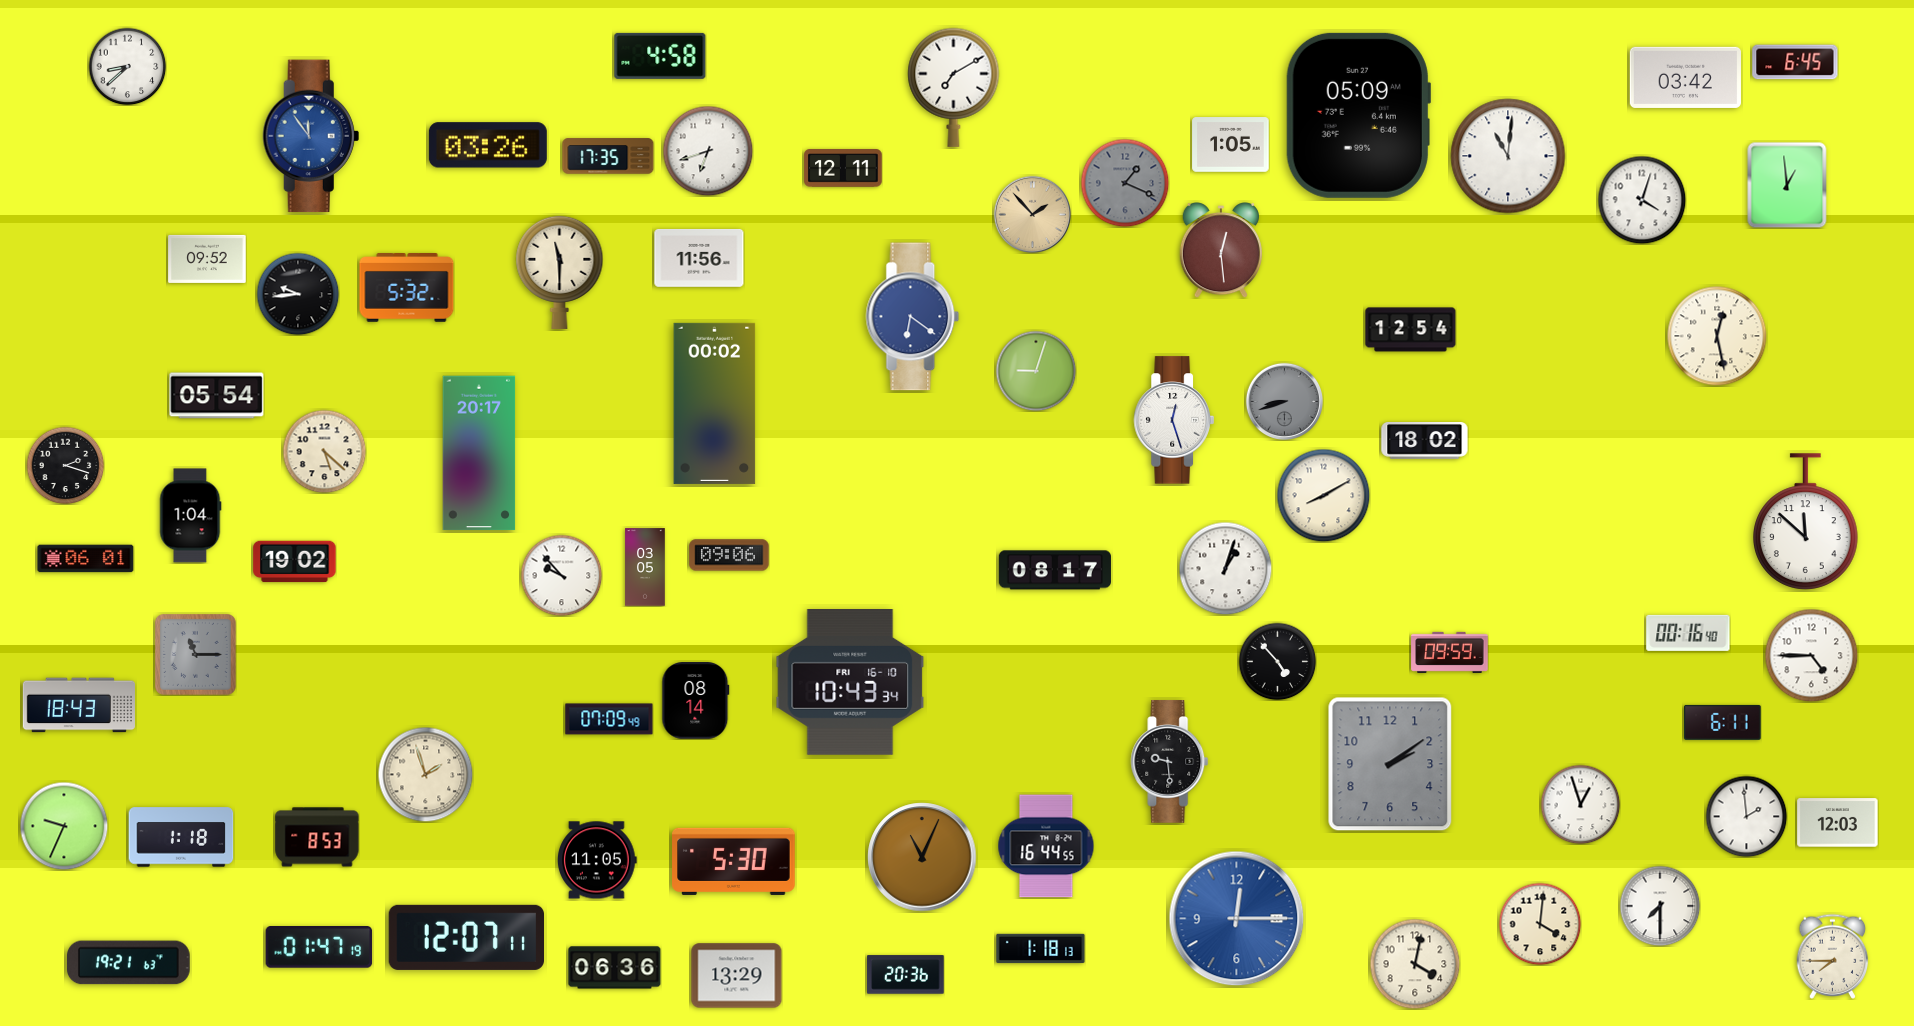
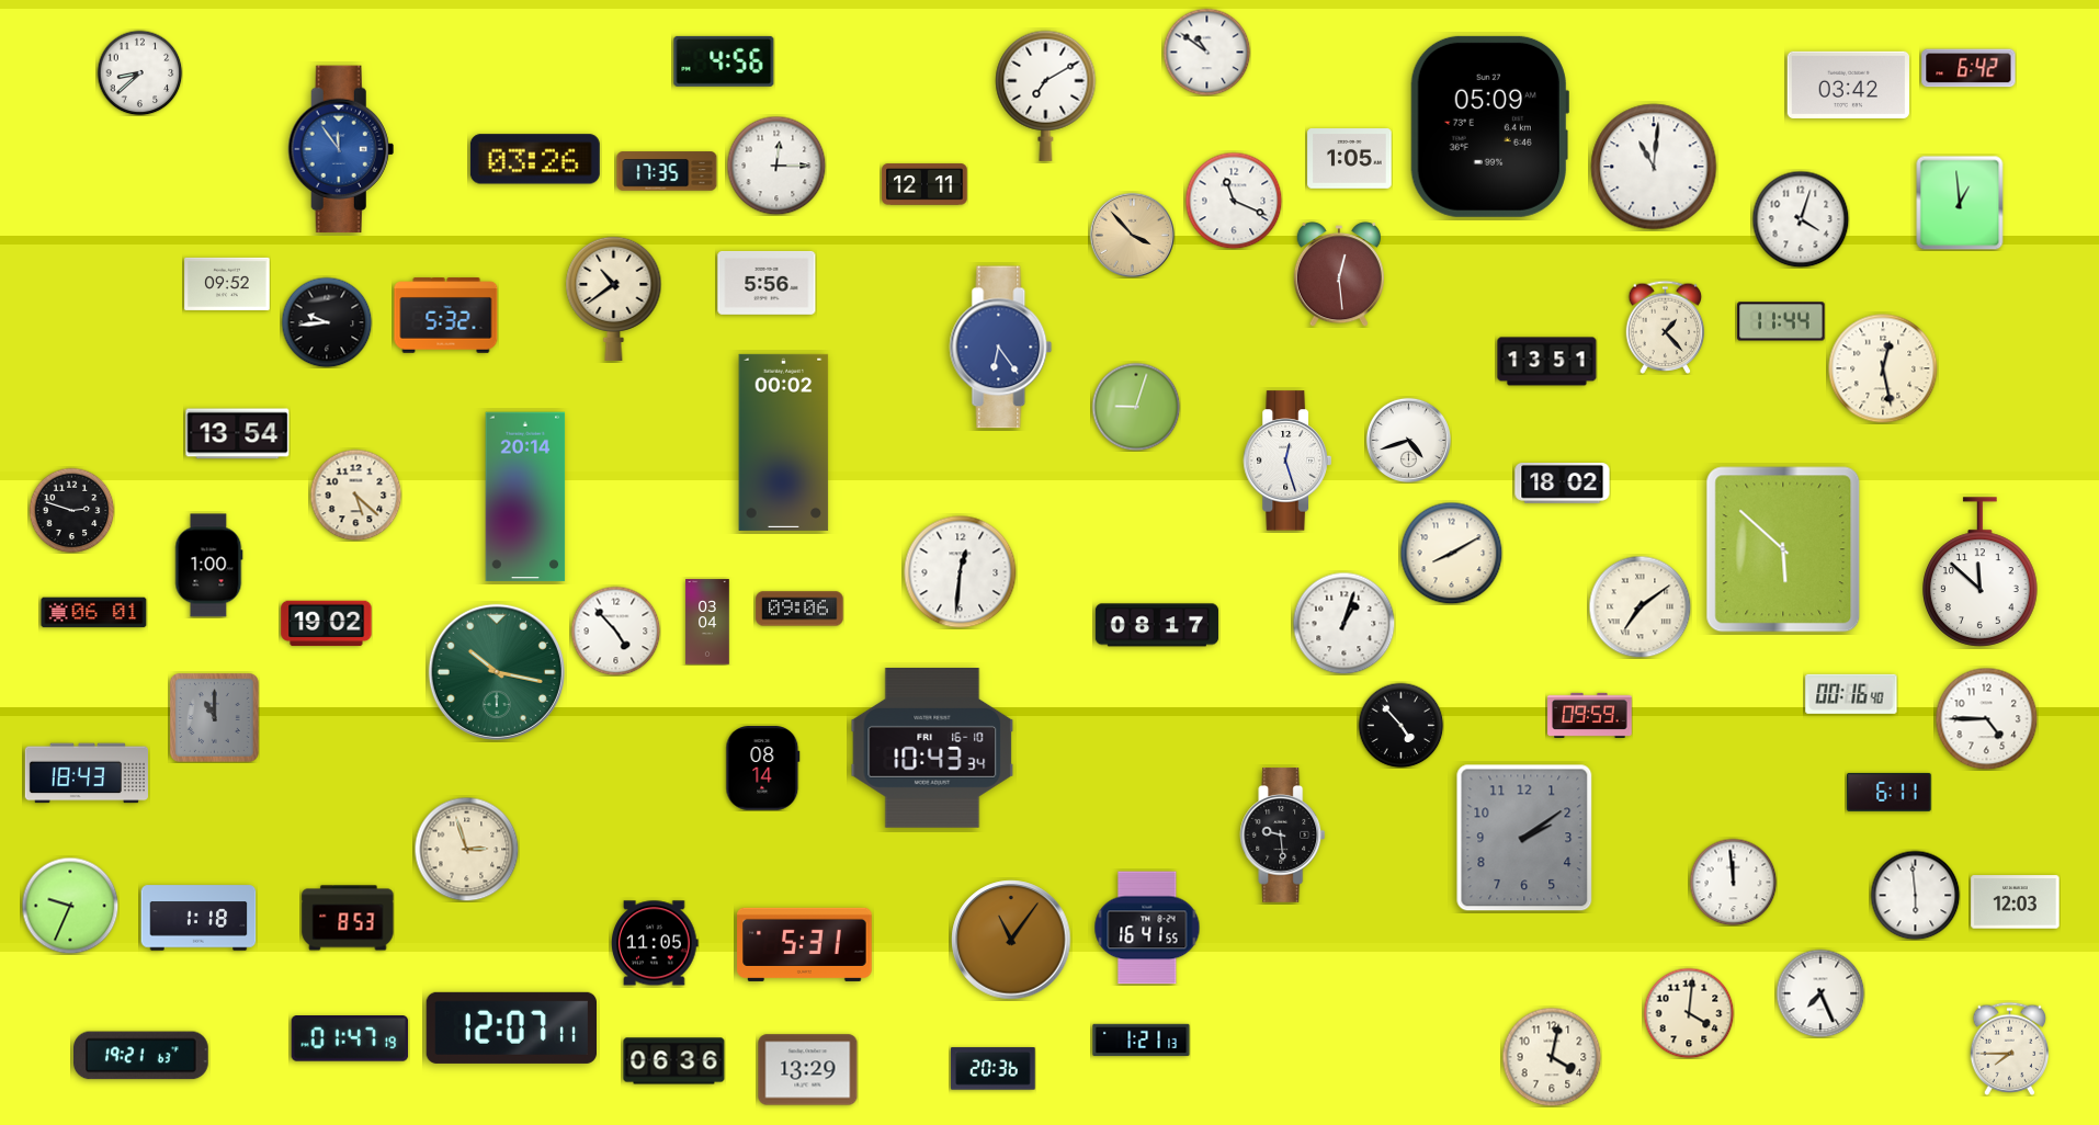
clock at (1206, 52): none -> 10:51
clock at (660, 56): 4:58 -> 4:56
clock at (1795, 62): 6:45 -> 6:42
clock at (708, 151): 6:42 -> 12:15
clock at (1508, 156) position: (1508, 156) -> (1654, 167)
clock at (1125, 183): 1:19 -> 11:19
clock at (1125, 183) dial: grey -> white
clock at (1032, 214): 1:53 -> 3:53
clock at (699, 258): 11:56 -> 5:56
clock at (560, 272): 11:30 -> 10:39
clock at (1781, 321): none -> 11:44
clock at (1666, 327): none -> 1:23
clock at (913, 317): 6:21 -> 6:24
clock at (1411, 330): 12:54 -> 13:51
clock at (217, 396): 05:54 -> 13:54
clock at (1284, 401): 8:42 -> 4:42
clock at (1284, 401) dial: grey -> white
clock at (479, 453): 20:17 -> 20:14
clock at (65, 465): 2:18 -> 2:48
clock at (1323, 495) position: (1323, 495) -> (1451, 553)
clock at (1783, 549): none -> 5:52
clock at (191, 516): 1:04 -> 1:00
clock at (961, 572): none -> 12:31
clock at (1640, 606): none -> 7:09
clock at (295, 562) position: (295, 562) -> (327, 624)
clock at (645, 567): 03:05 -> 03:04
clock at (561, 575): 9:53 -> 4:53
clock at (497, 672): none -> 10:17
clock at (195, 654): 11:15 -> 11:00
clock at (609, 719): 07:09 -> none
clock at (425, 774): 1:57 -> 2:57
clock at (1580, 804): 12:57 -> 11:59
clock at (1746, 816): 1:59 -> 5:59
clock at (1046, 846): 16:44 -> 16:41
clock at (922, 857): 11:04 -> 11:06
clock at (734, 861): 5:30 -> 5:31
clock at (1660, 906): 7:30 -> 7:26
clock at (1237, 919): 12:15 -> none
clock at (1041, 949): 1:18 -> 1:21
